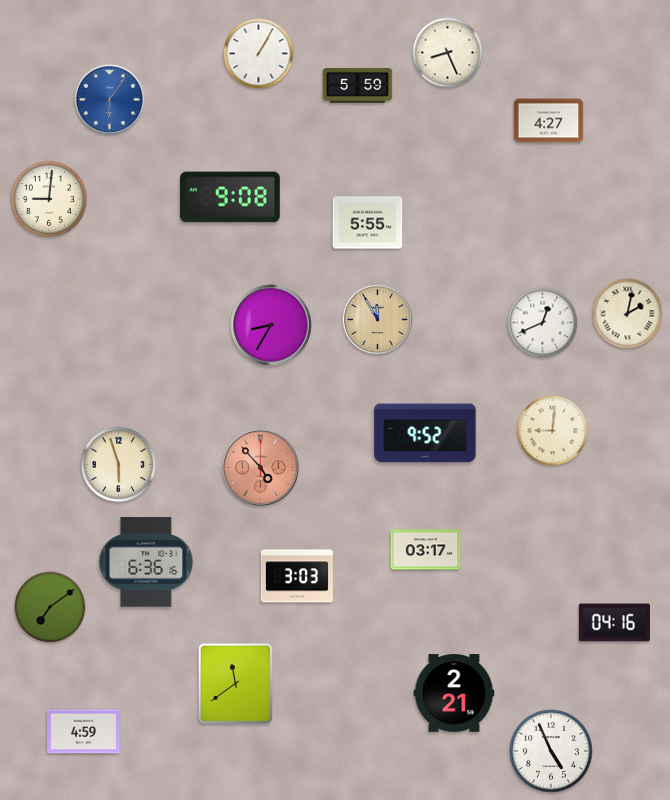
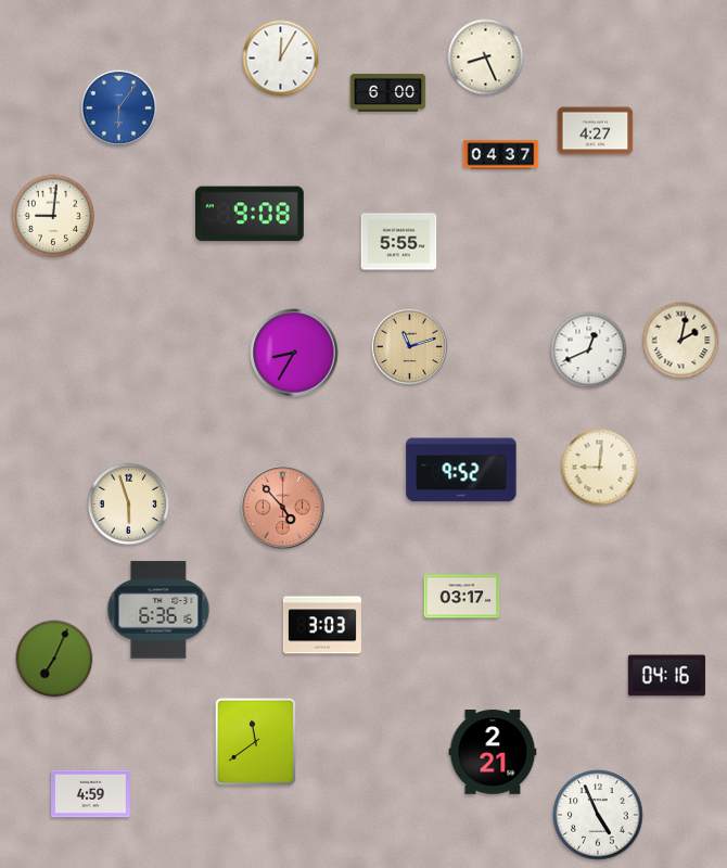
clock at (259, 54): 1:05 -> 12:05
clock at (358, 85): 5:59 -> 6:00
clock at (501, 155): none -> 04:37
clock at (378, 320): 11:55 -> 11:12
clock at (50, 607): 7:09 -> 7:04
